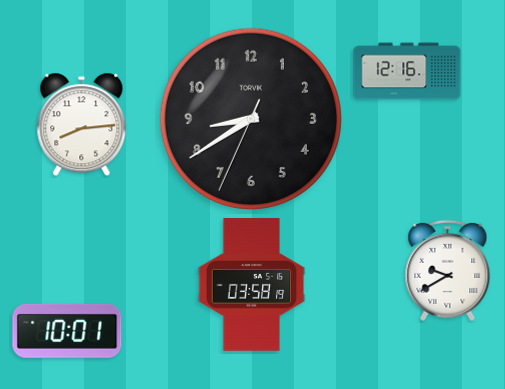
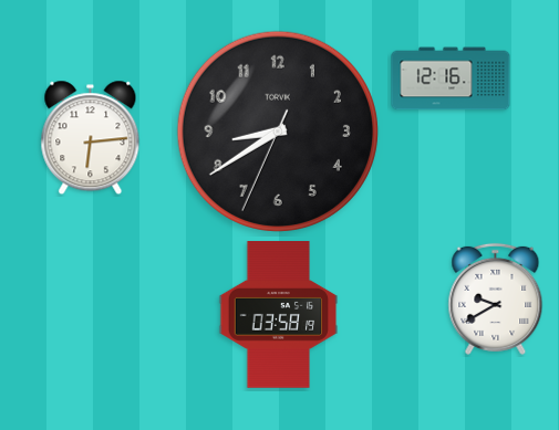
clock at (82, 125): 8:14 -> 6:14
clock at (67, 331): 10:01 -> none
